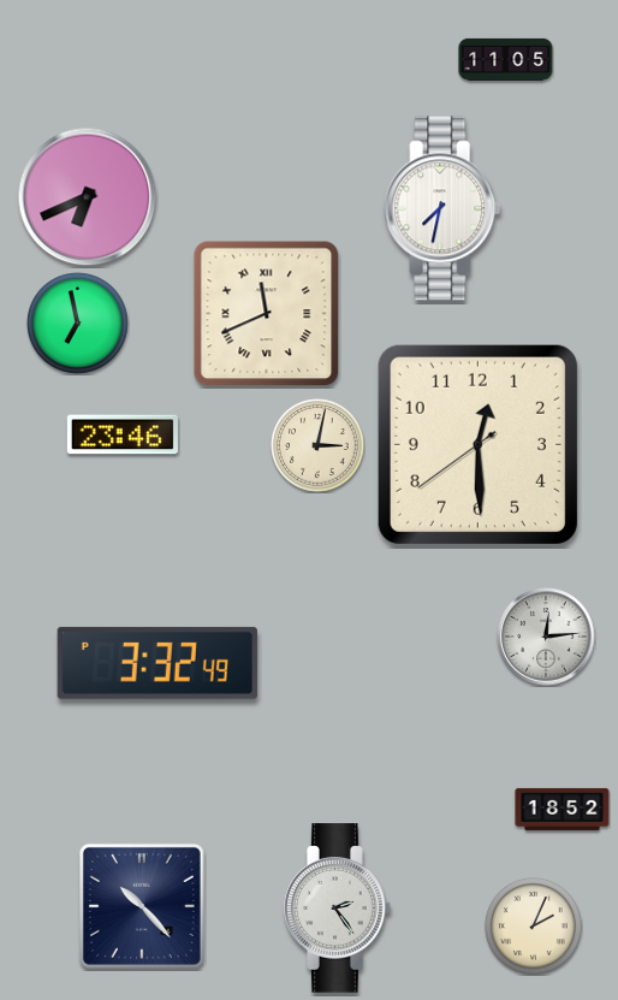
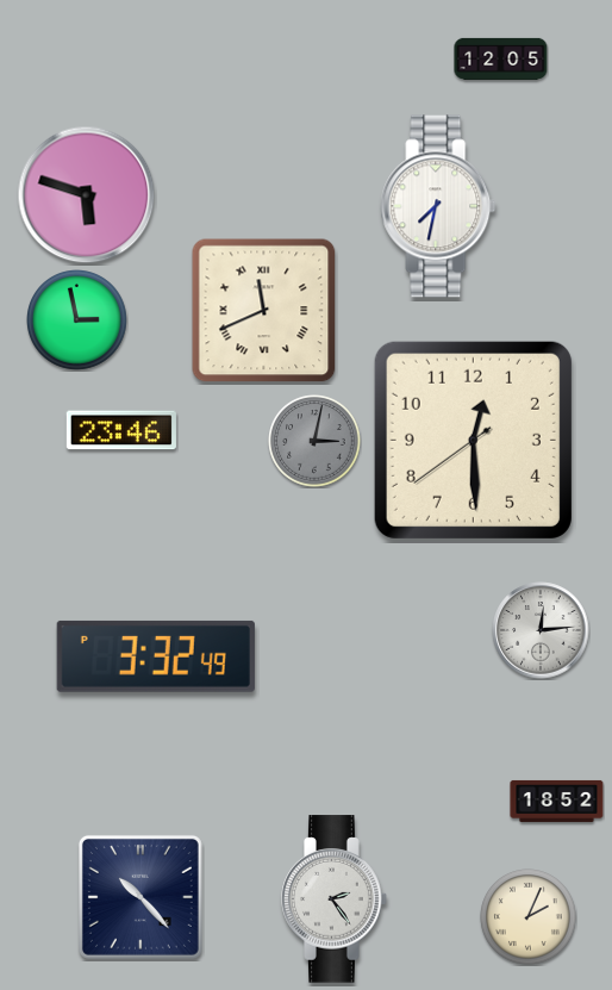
clock at (506, 59): 11:05 -> 12:05
clock at (88, 197): 6:41 -> 5:48
clock at (78, 324): 6:58 -> 2:58
clock at (317, 445) dial: cream -> grey
